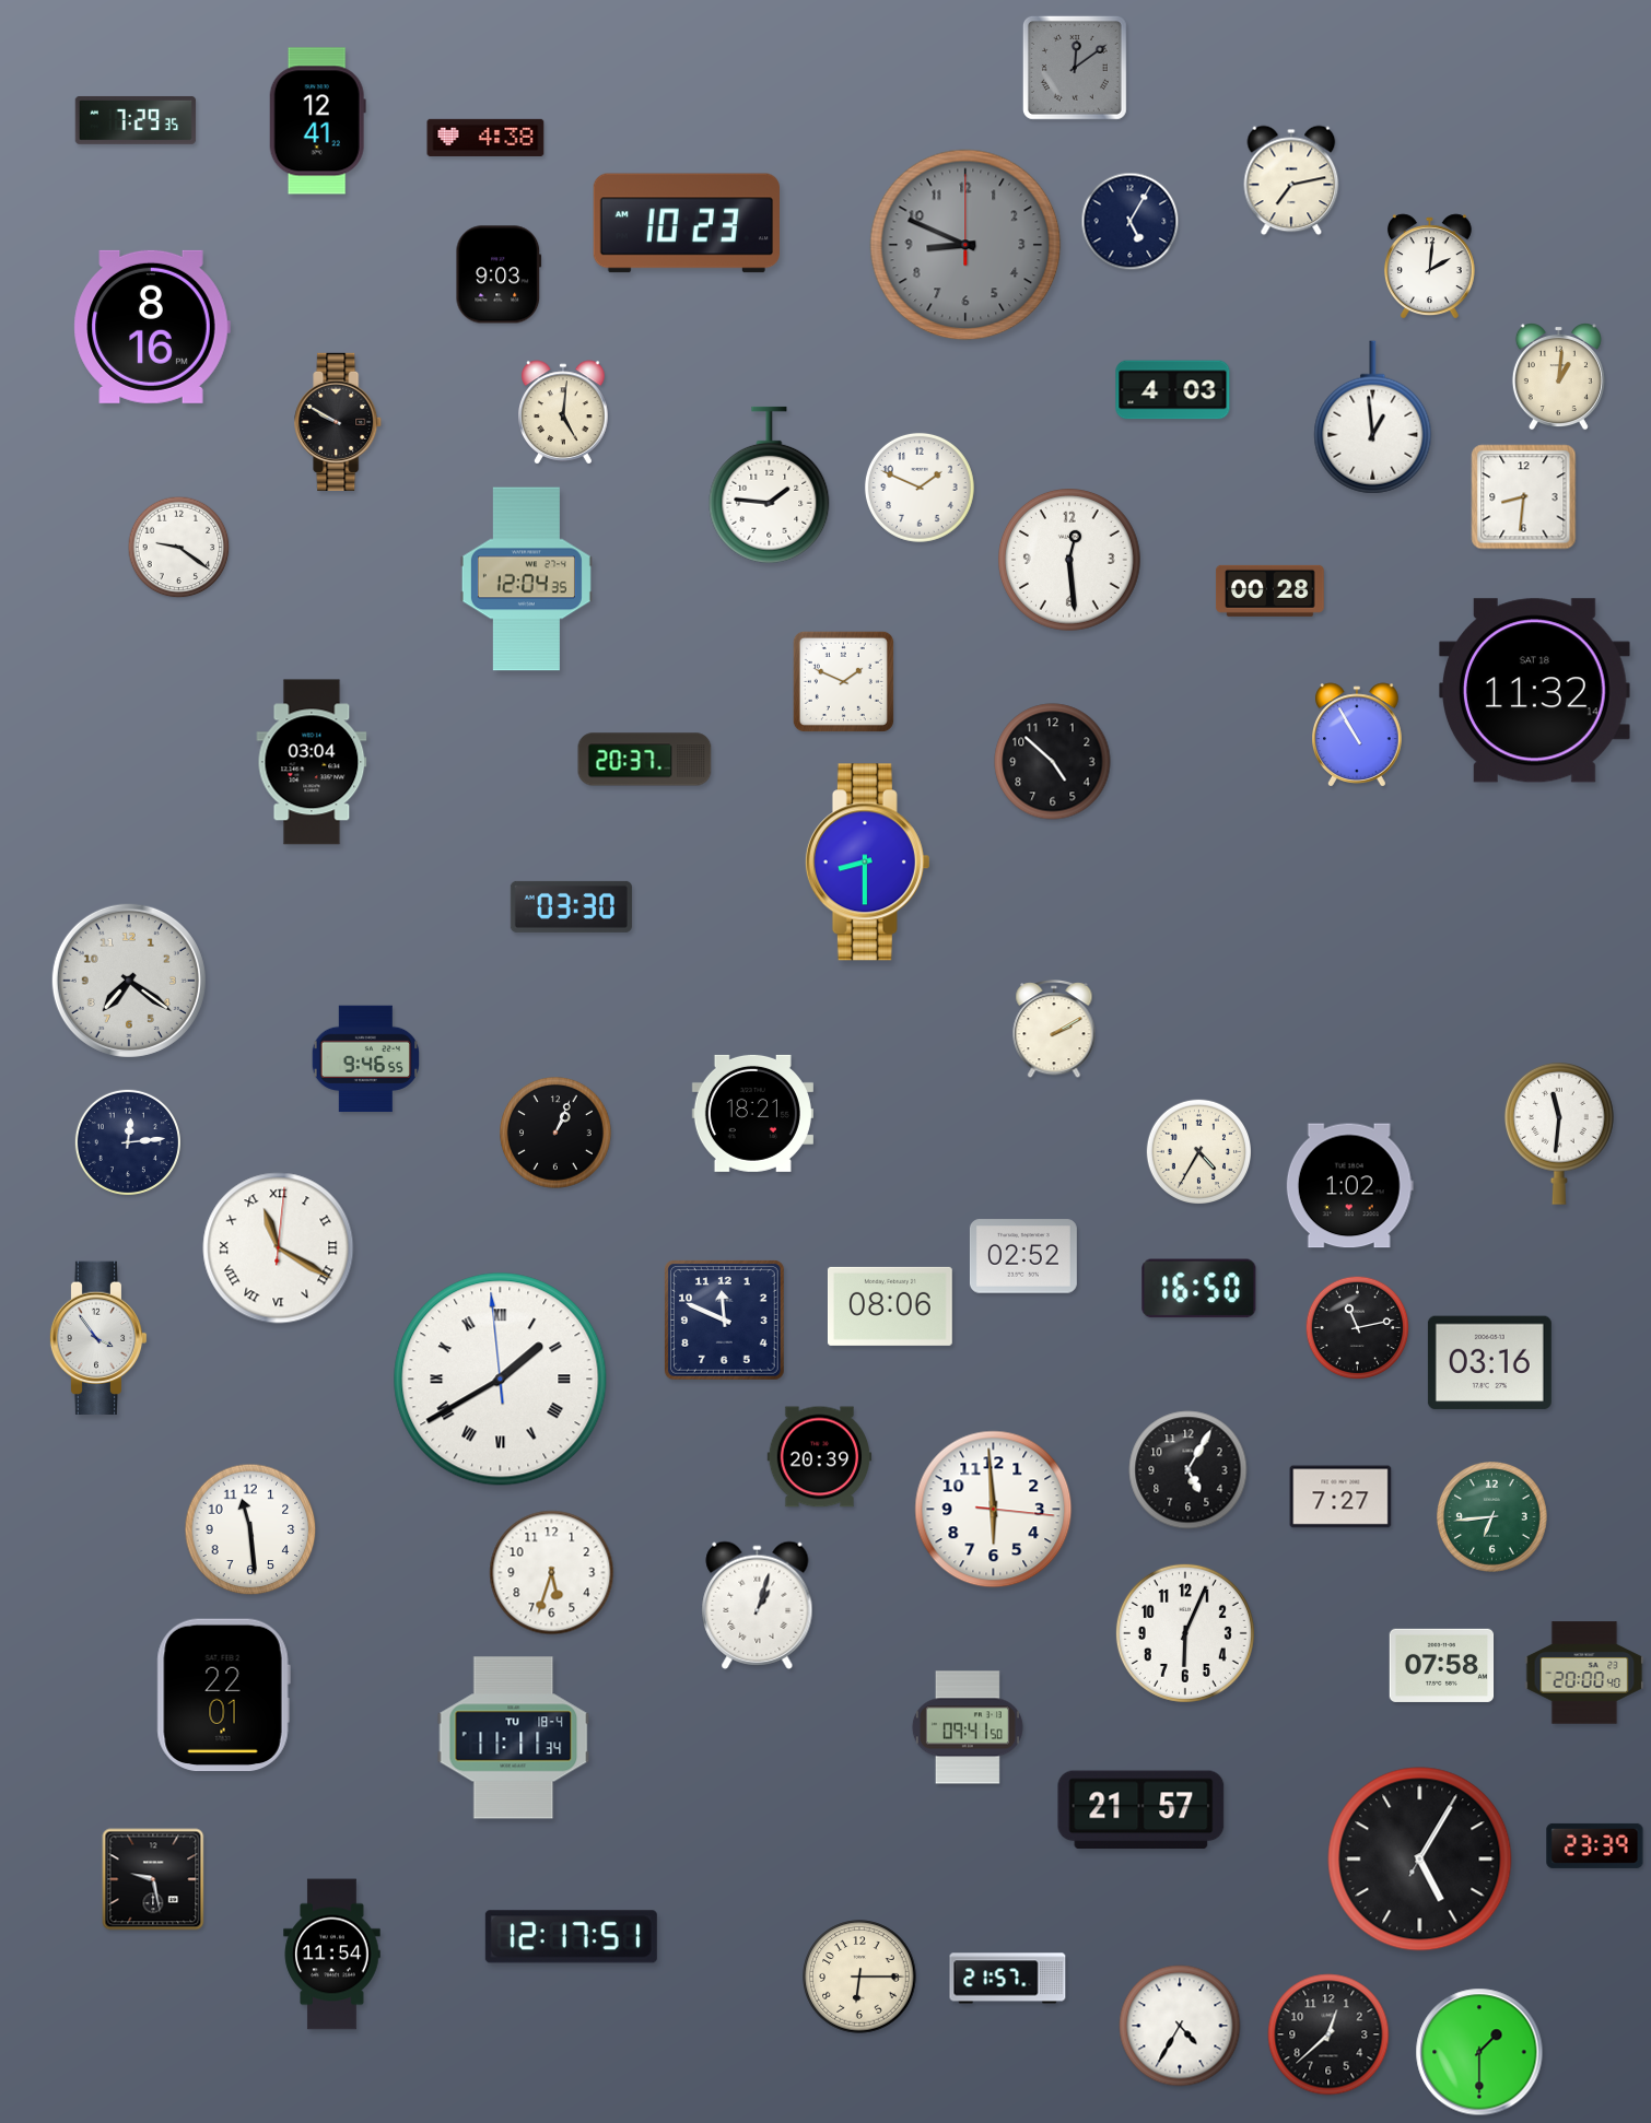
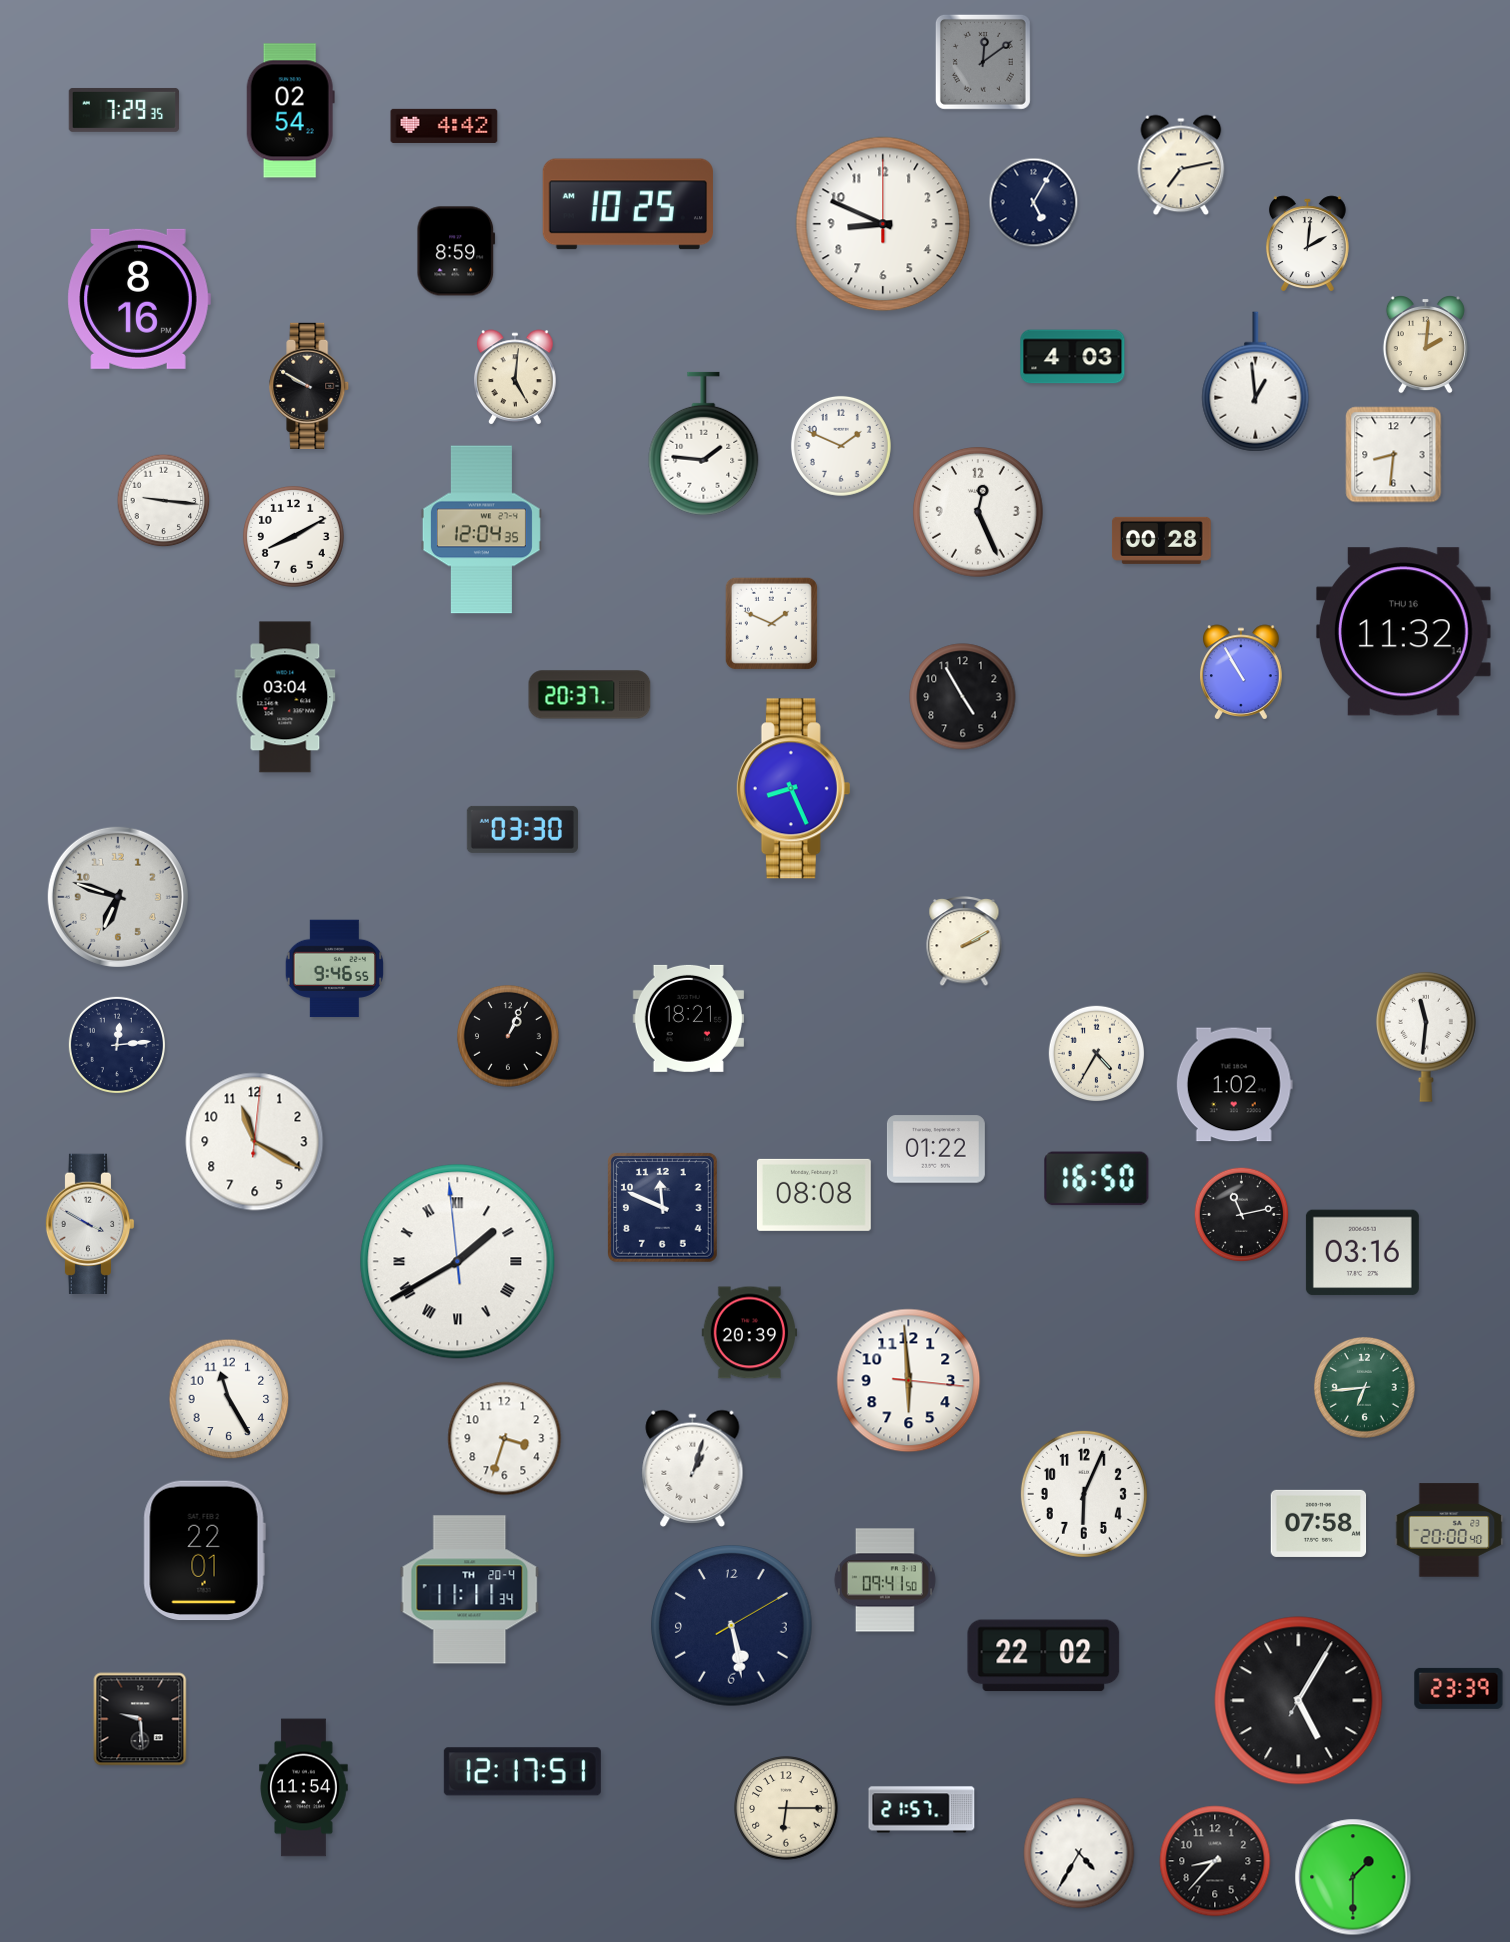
clock at (317, 121): 12:41 -> 02:54
clock at (485, 138): 4:38 -> 4:42
clock at (687, 223): 10:23 -> 10:25
clock at (965, 245) dial: grey -> white
clock at (499, 274): 9:03 -> 8:59
clock at (1558, 377): 1:01 -> 2:01
clock at (179, 548): 9:21 -> 9:16
clock at (1070, 561): 12:29 -> 12:26
clock at (293, 536): none -> 8:10
clock at (1534, 691) date: SAT 18 -> THU 16
clock at (1053, 762): 4:52 -> 4:55
clock at (867, 863): 8:30 -> 8:26
clock at (129, 981): 7:21 -> 6:48
clock at (279, 1248) numerals: Roman -> Arabic
clock at (1023, 1256): 02:52 -> 01:22
clock at (890, 1306): 08:06 -> 08:08
clock at (98, 1337): 3:54 -> 3:50
clock at (1489, 1363) position: (1489, 1363) -> (1362, 1253)
clock at (1189, 1470): 5:05 -> none
clock at (1340, 1497): 7:27 -> none
clock at (250, 1529): 11:29 -> 11:25
clock at (552, 1573): 5:33 -> 3:33
clock at (514, 1738) date: TU 18-4 -> TH 20-4
clock at (732, 1626): none -> 5:28
clock at (1141, 1810): 21:57 -> 22:02
clock at (153, 1879): 9:28 -> 9:29
clock at (1328, 2034): 12:38 -> 8:37
